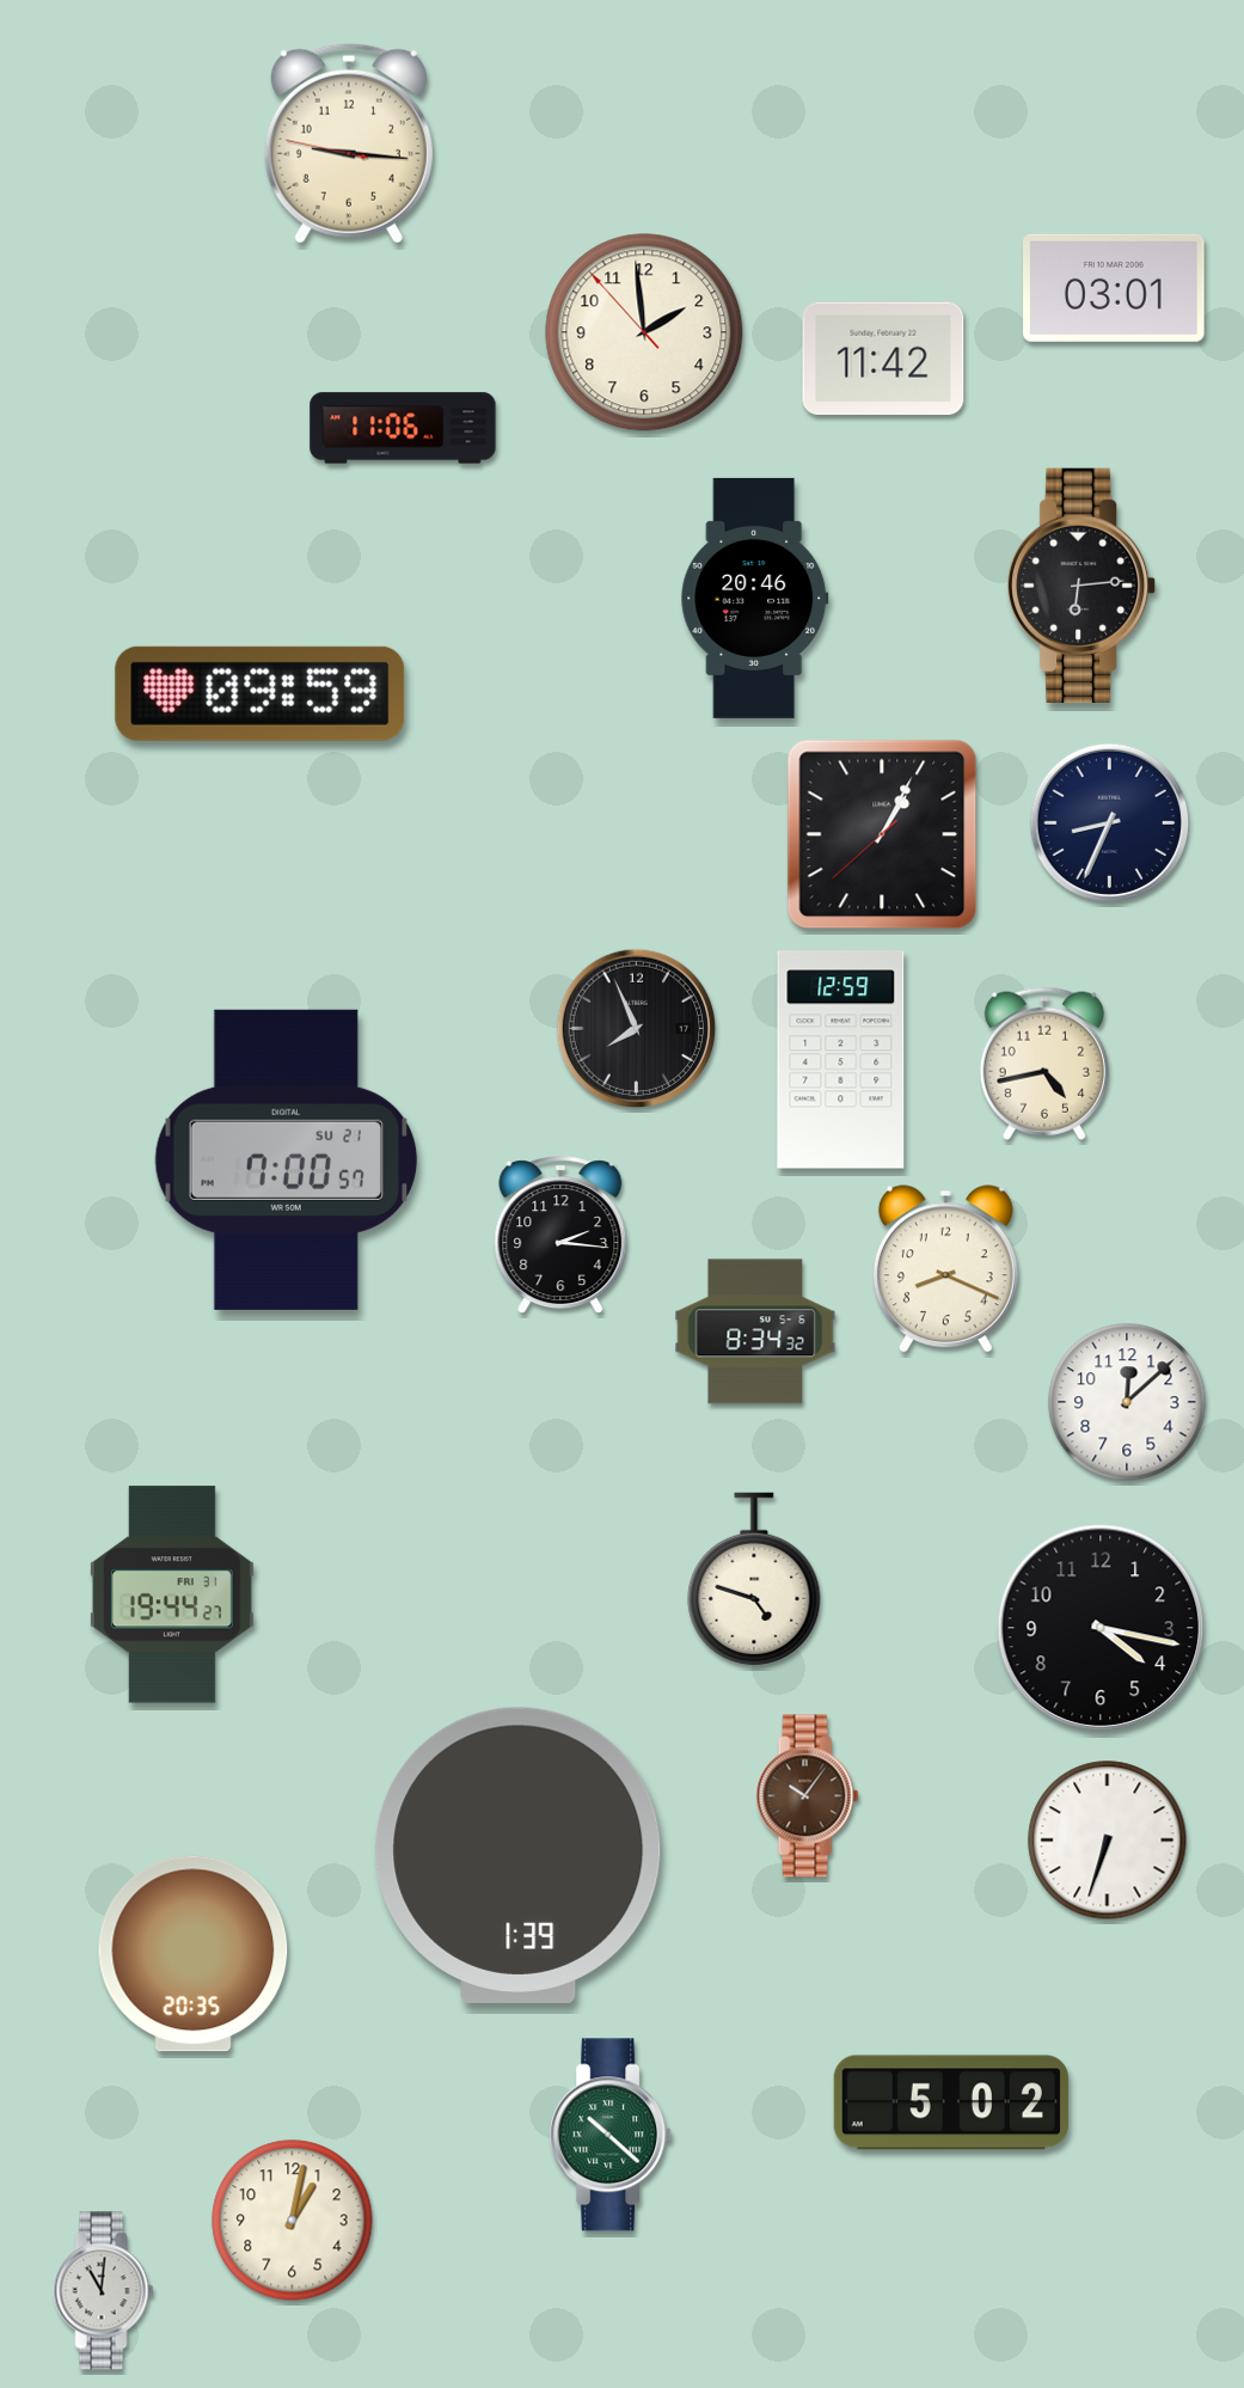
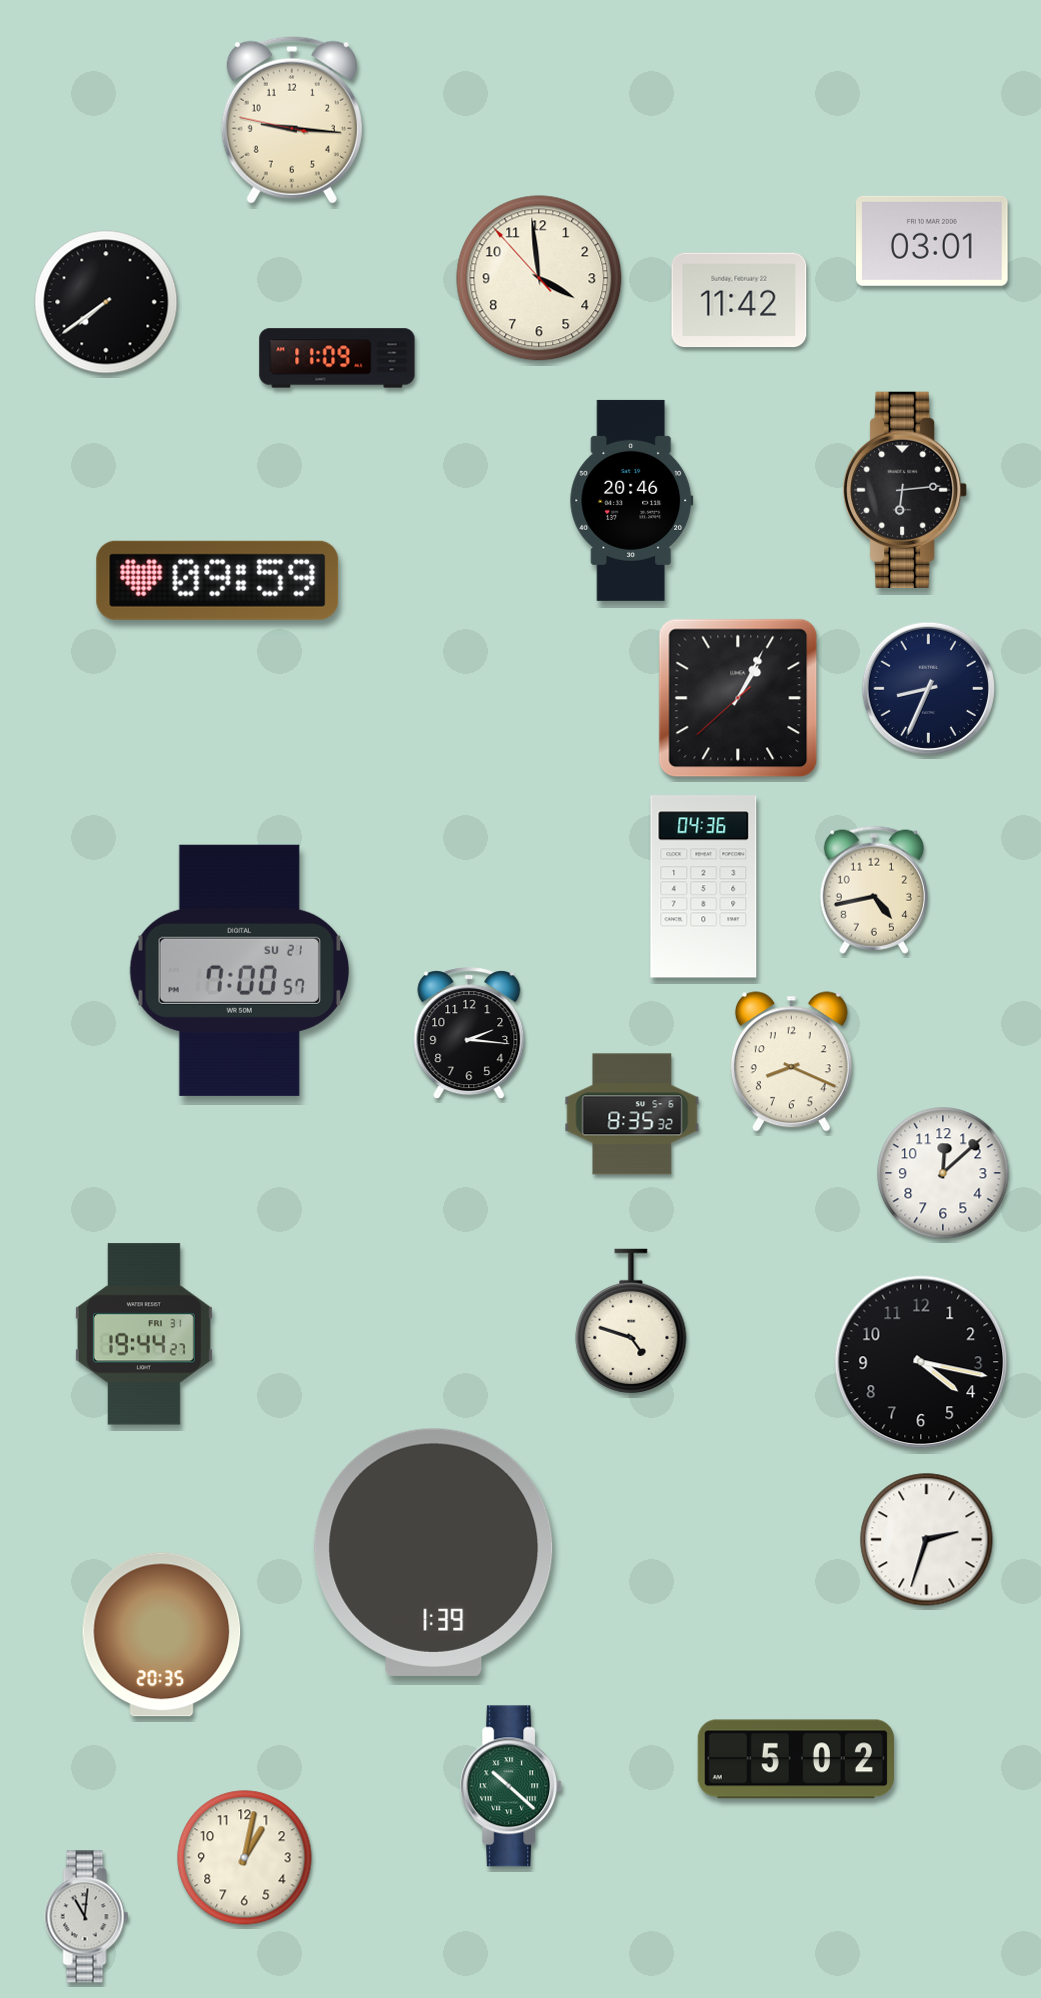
clock at (644, 332): 1:58 -> 3:58
clock at (106, 302): none -> 7:39
clock at (403, 428): 11:06 -> 11:09
clock at (636, 1028): 7:56 -> none
clock at (841, 1060): 12:59 -> 04:36
clock at (755, 1331): 8:34 -> 8:35
clock at (808, 1796): 10:06 -> none
clock at (1108, 1841): 6:33 -> 2:33
